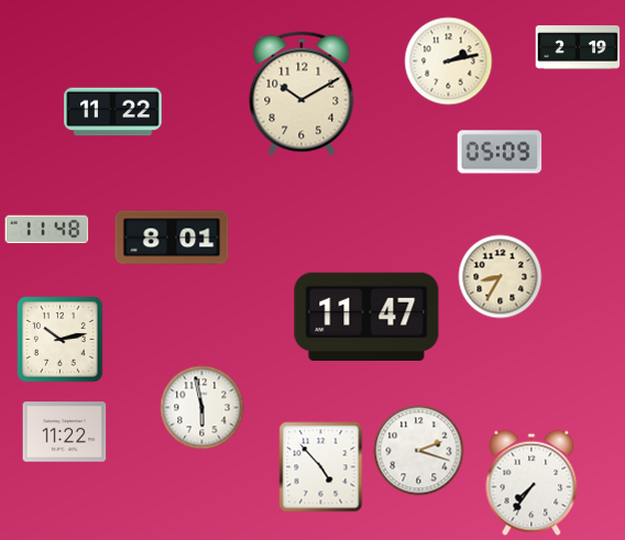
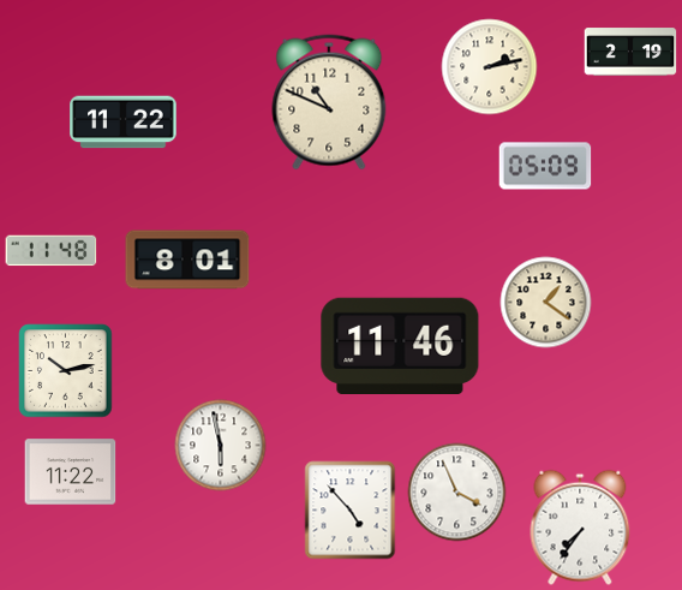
clock at (301, 93): 10:10 -> 10:49
clock at (501, 277): 8:35 -> 1:21
clock at (366, 317): 11:47 -> 11:46
clock at (419, 451): 2:18 -> 3:56
